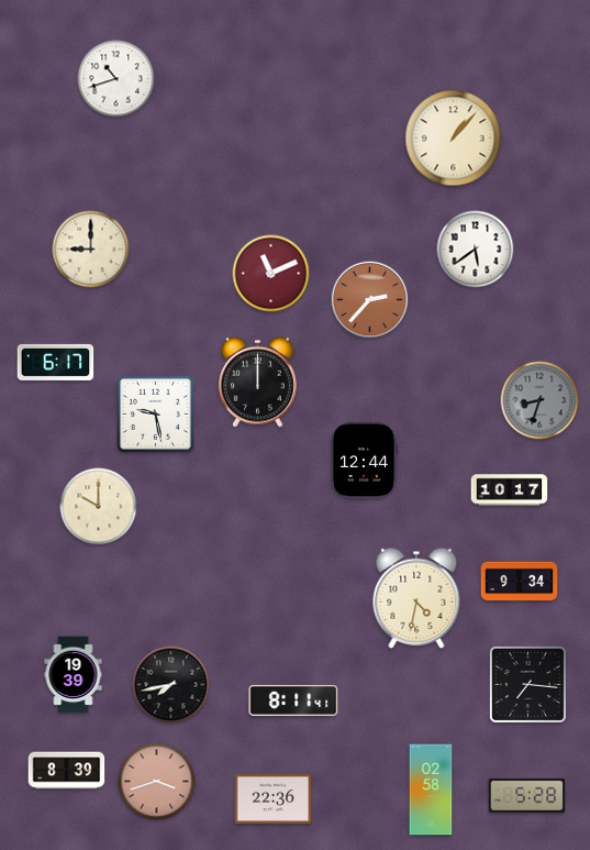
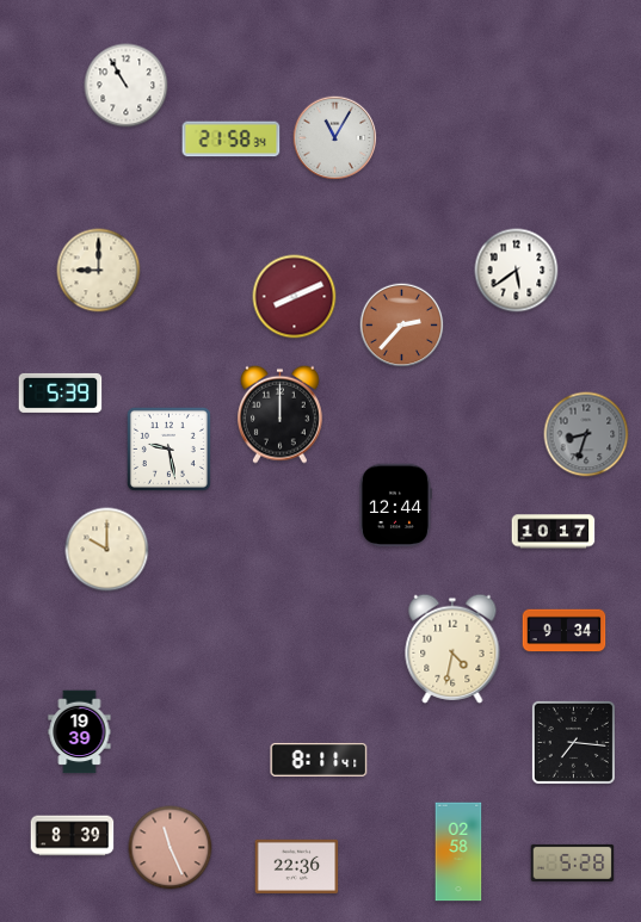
clock at (116, 79): 10:42 -> 10:55
clock at (335, 138): none -> 11:05
clock at (232, 140): none -> 21:58
clock at (454, 139): 1:07 -> none
clock at (271, 274): 11:11 -> 8:11
clock at (56, 362): 6:17 -> 5:39
clock at (365, 461) position: (365, 461) -> (396, 506)
clock at (171, 685): 7:43 -> none
clock at (157, 782): 3:42 -> 11:26
clock at (431, 790) position: (431, 790) -> (458, 852)
